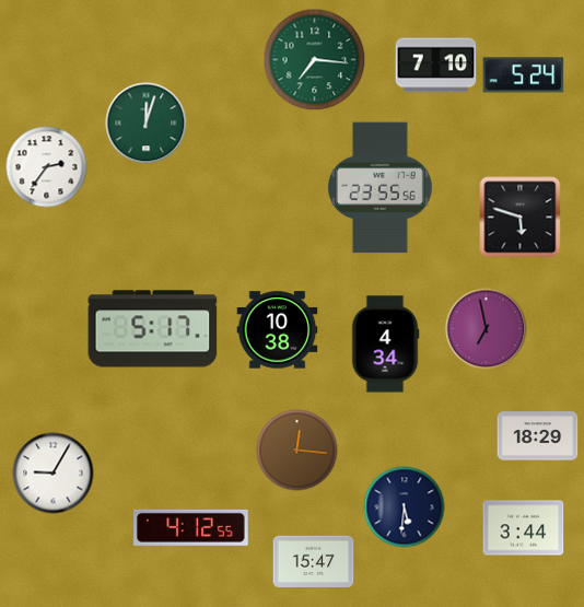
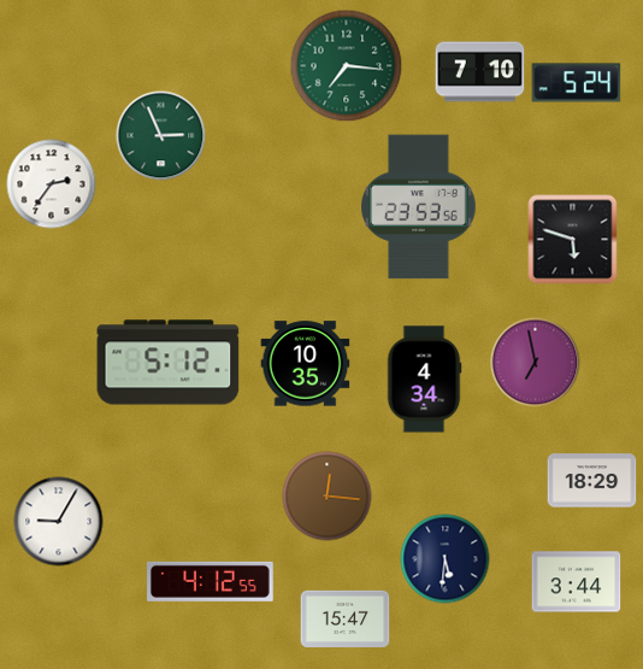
clock at (147, 124): 12:03 -> 2:56
clock at (381, 188): 23:55 -> 23:53
clock at (153, 329): 5:17 -> 5:12
clock at (278, 330): 10:38 -> 10:35
